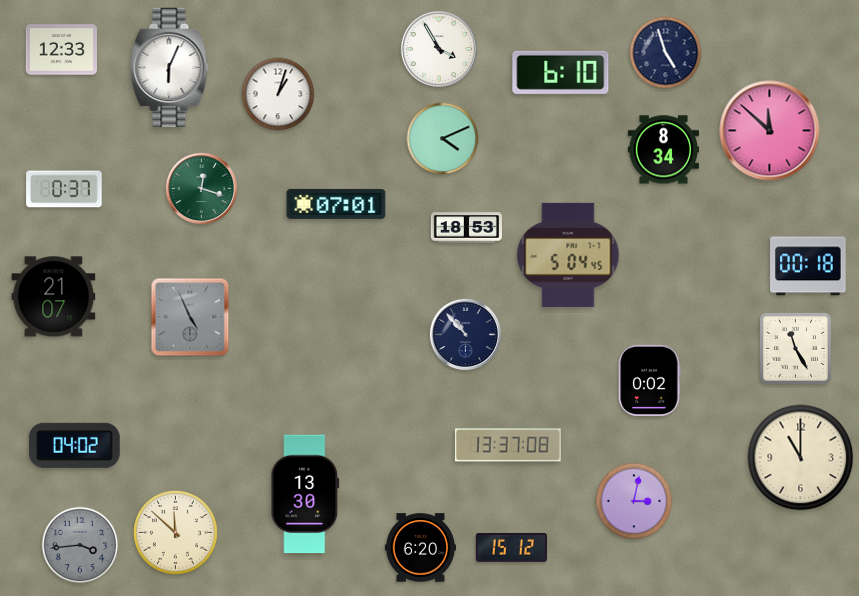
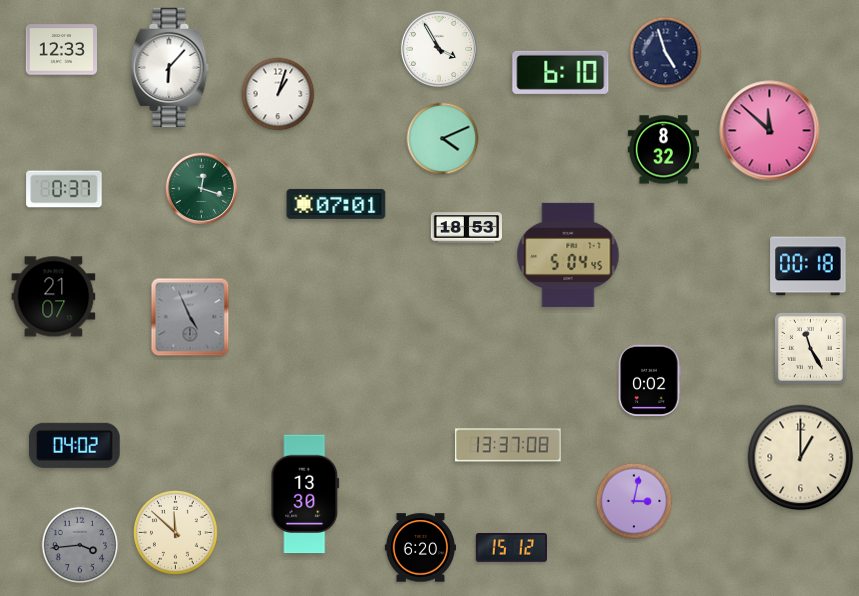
clock at (170, 67): 6:04 -> 6:07
clock at (663, 150): 8:34 -> 8:32
clock at (466, 335): 10:53 -> none
clock at (795, 348) position: (795, 348) -> (810, 348)
clock at (801, 458): 11:00 -> 1:00
